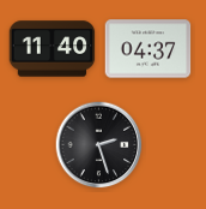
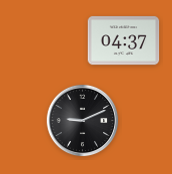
clock at (53, 49): 11:40 -> none
clock at (99, 145): 2:27 -> 9:11
